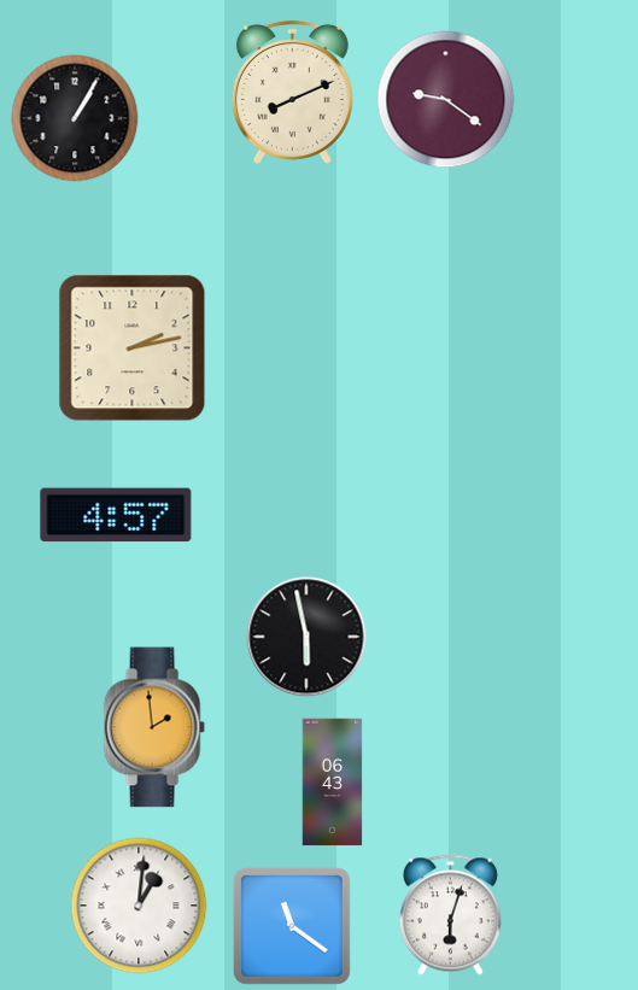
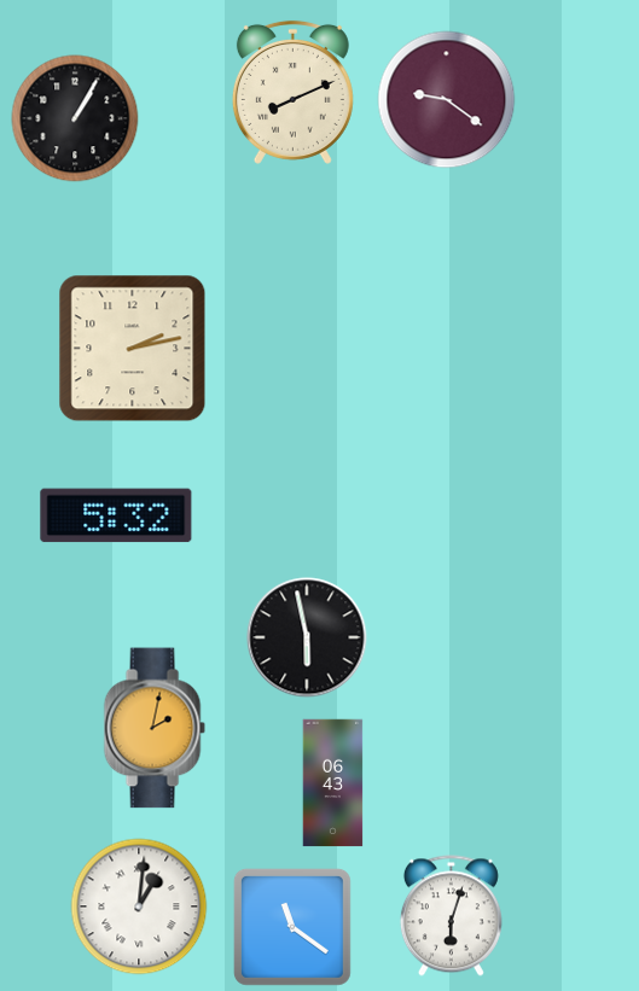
clock at (116, 515): 4:57 -> 5:32
clock at (154, 727): 1:59 -> 2:02
